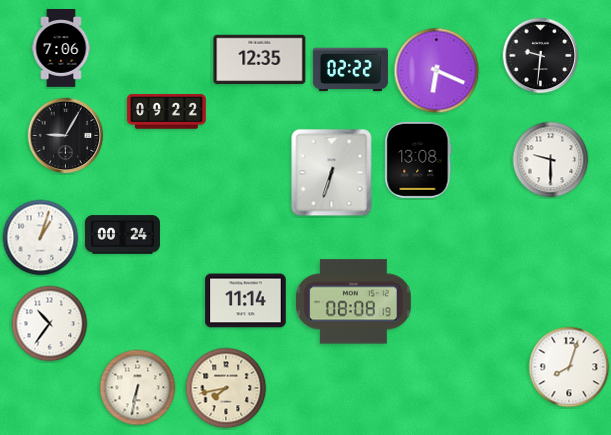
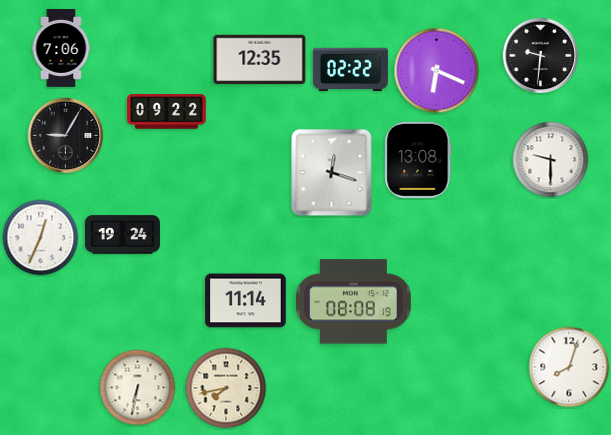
clock at (332, 173): 6:33 -> 12:18
clock at (122, 235): 00:24 -> 19:24
clock at (41, 238): 1:03 -> 12:34
clock at (50, 324): 10:36 -> none
